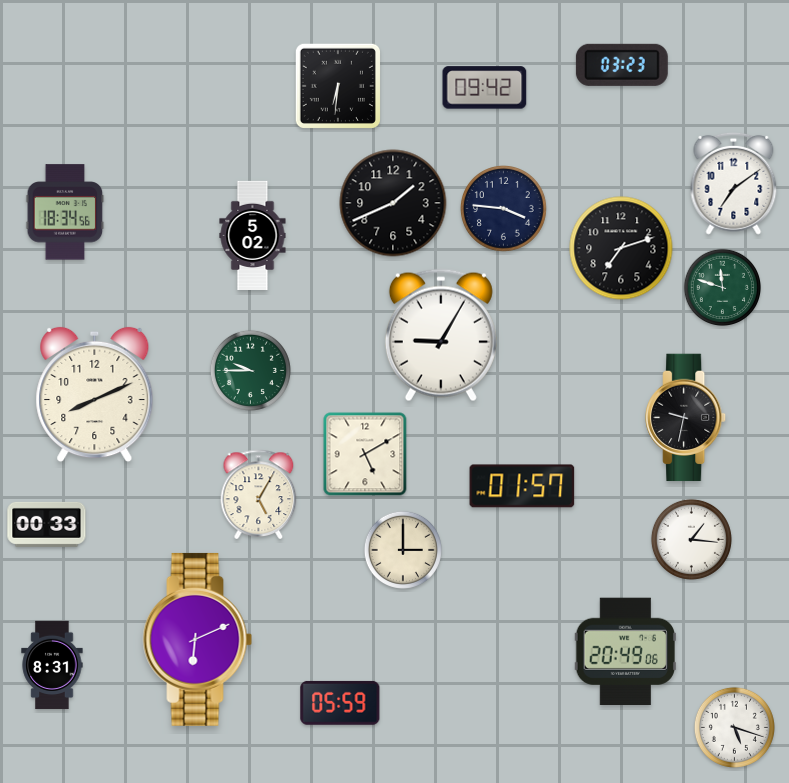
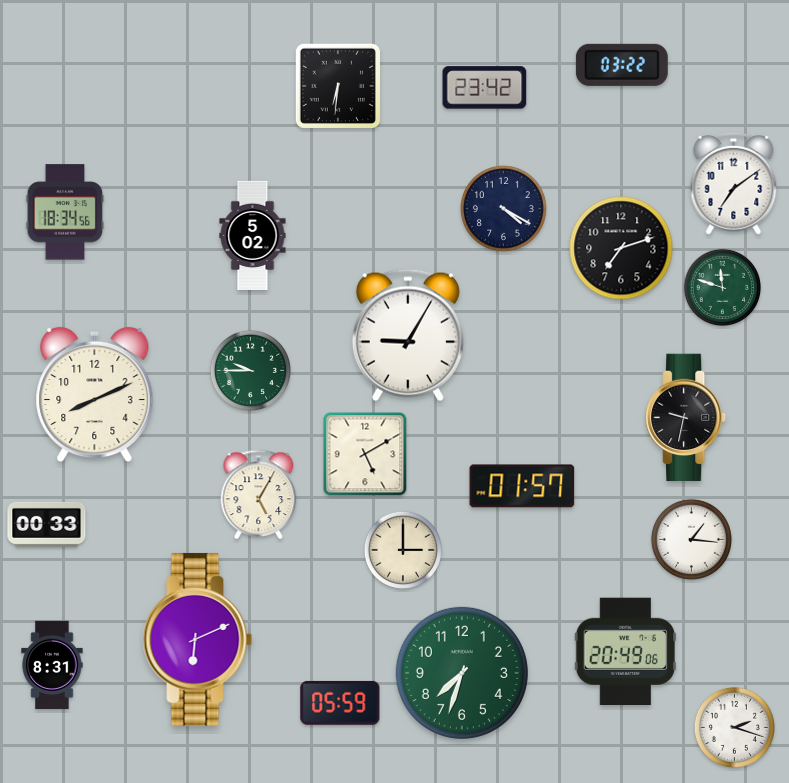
clock at (622, 65): 03:23 -> 03:22
clock at (485, 88): 09:42 -> 23:42
clock at (393, 203): 1:41 -> none
clock at (504, 209): 3:46 -> 4:20
clock at (441, 335) position: (441, 335) -> (408, 335)
clock at (462, 673): none -> 7:33
clock at (734, 727): 5:18 -> 2:18
